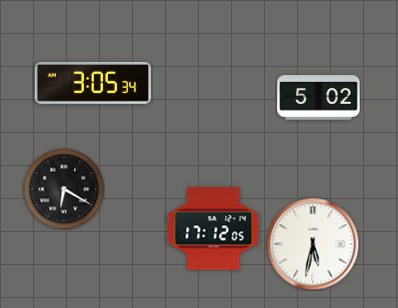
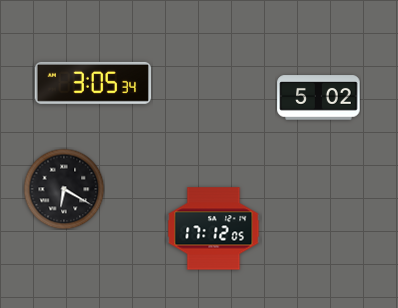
clock at (313, 244): 5:32 -> none
